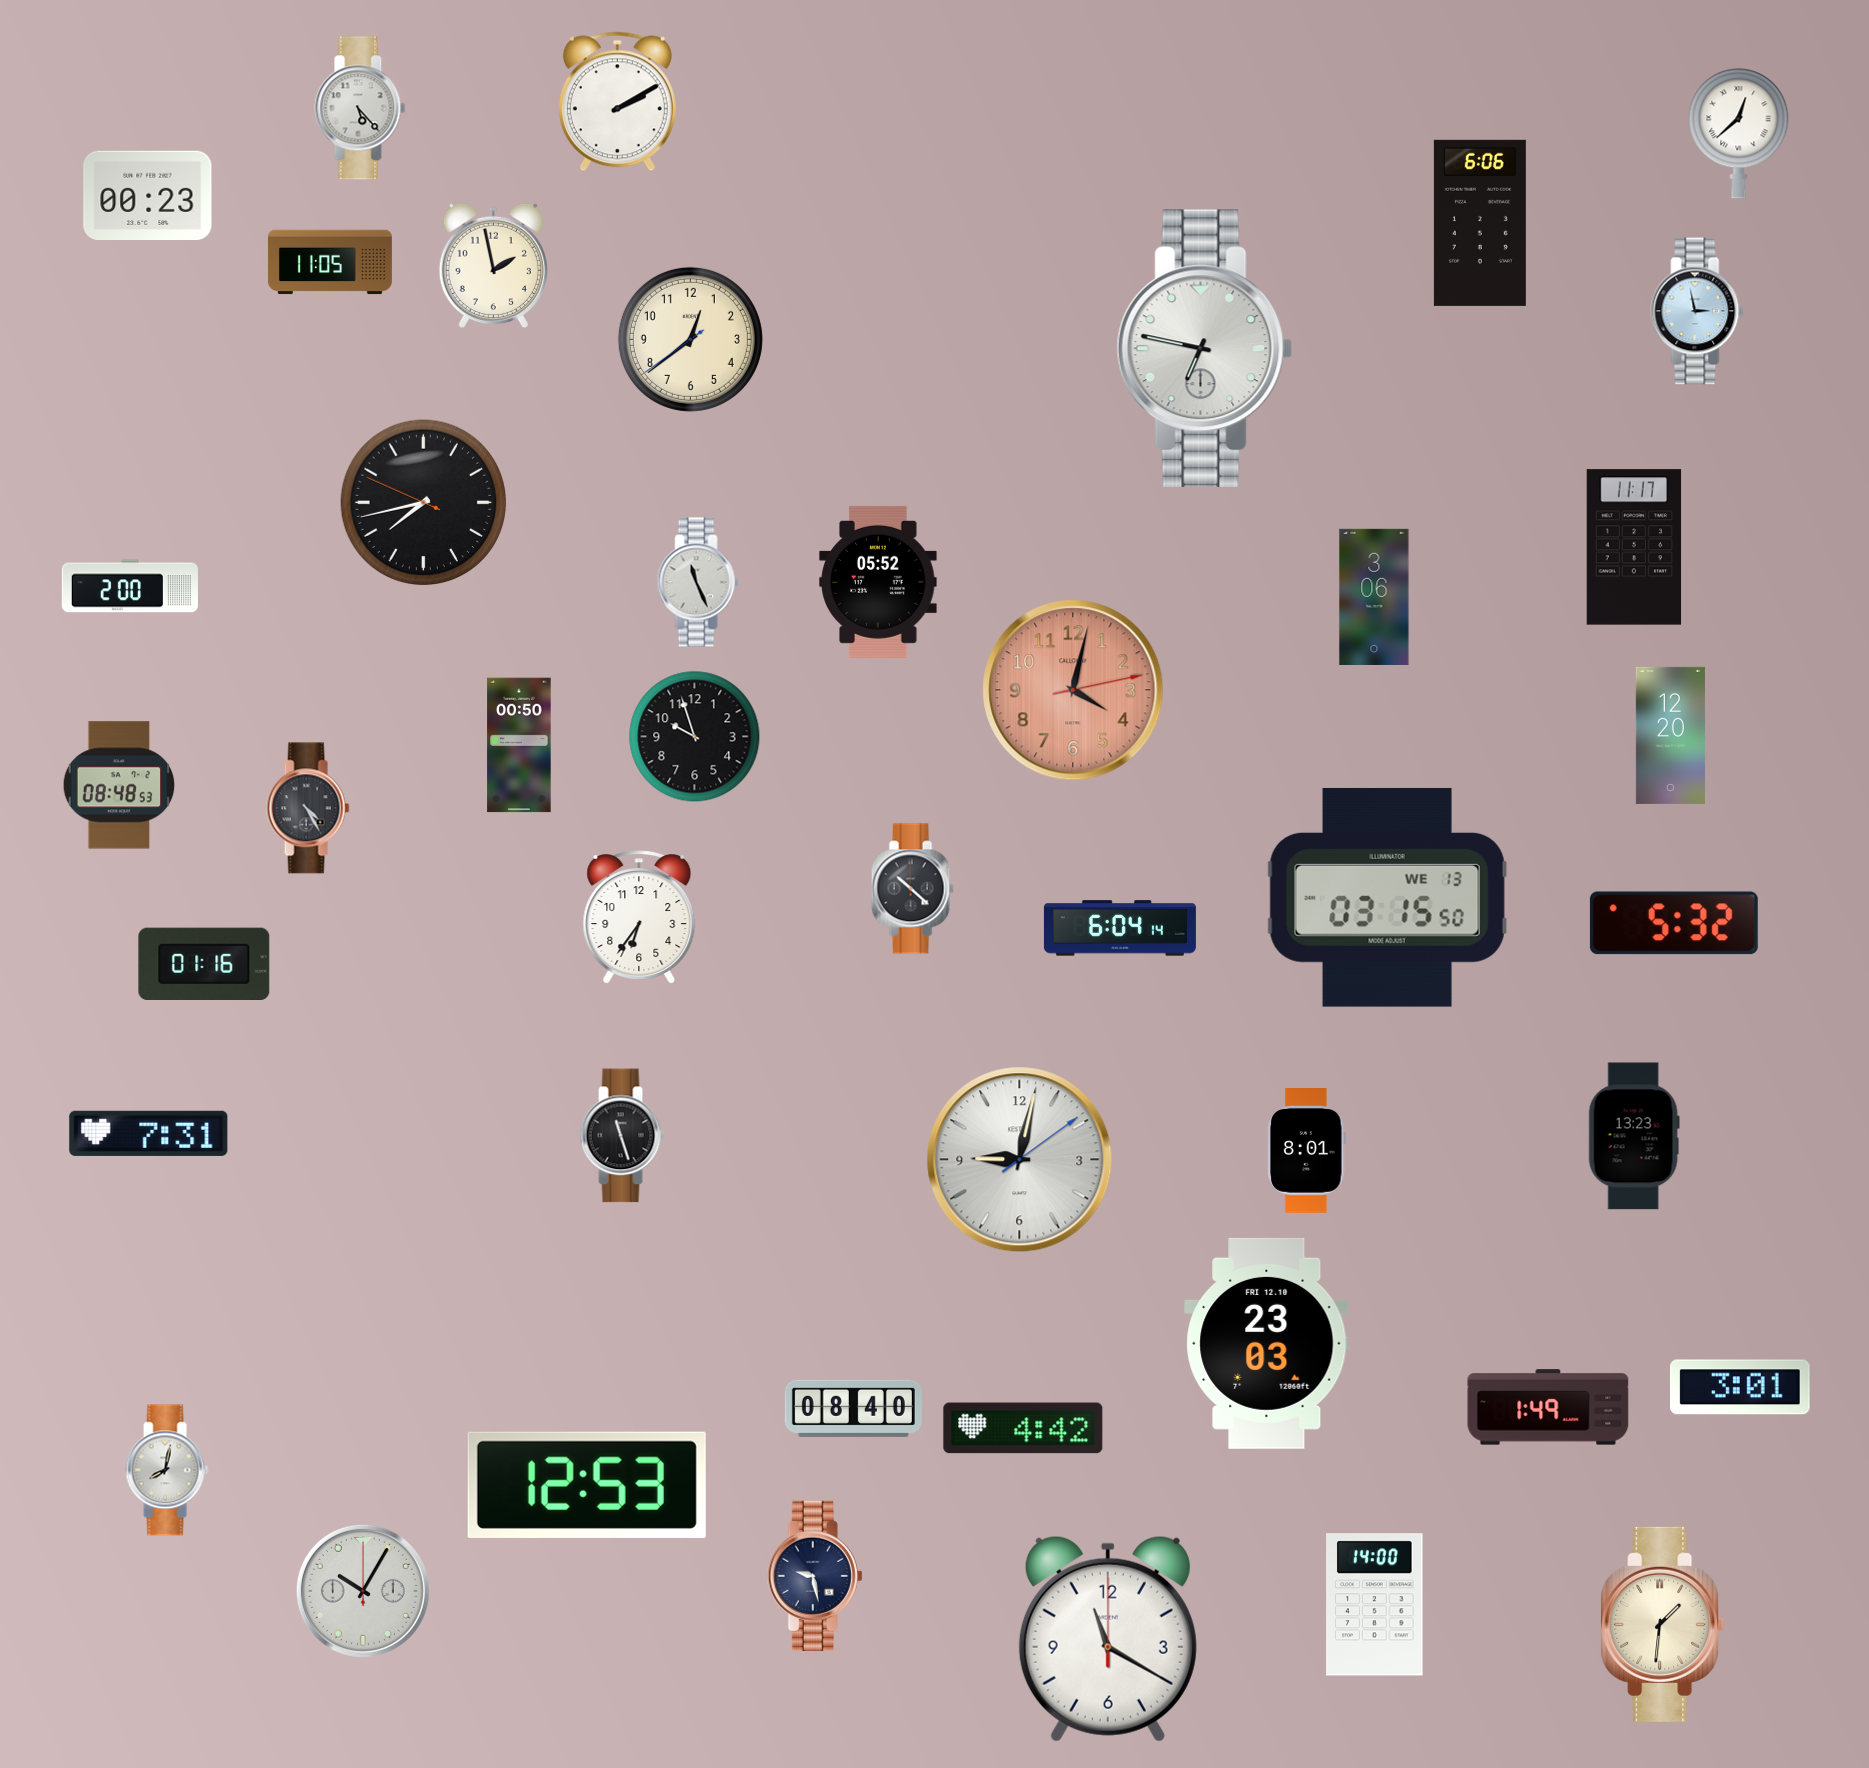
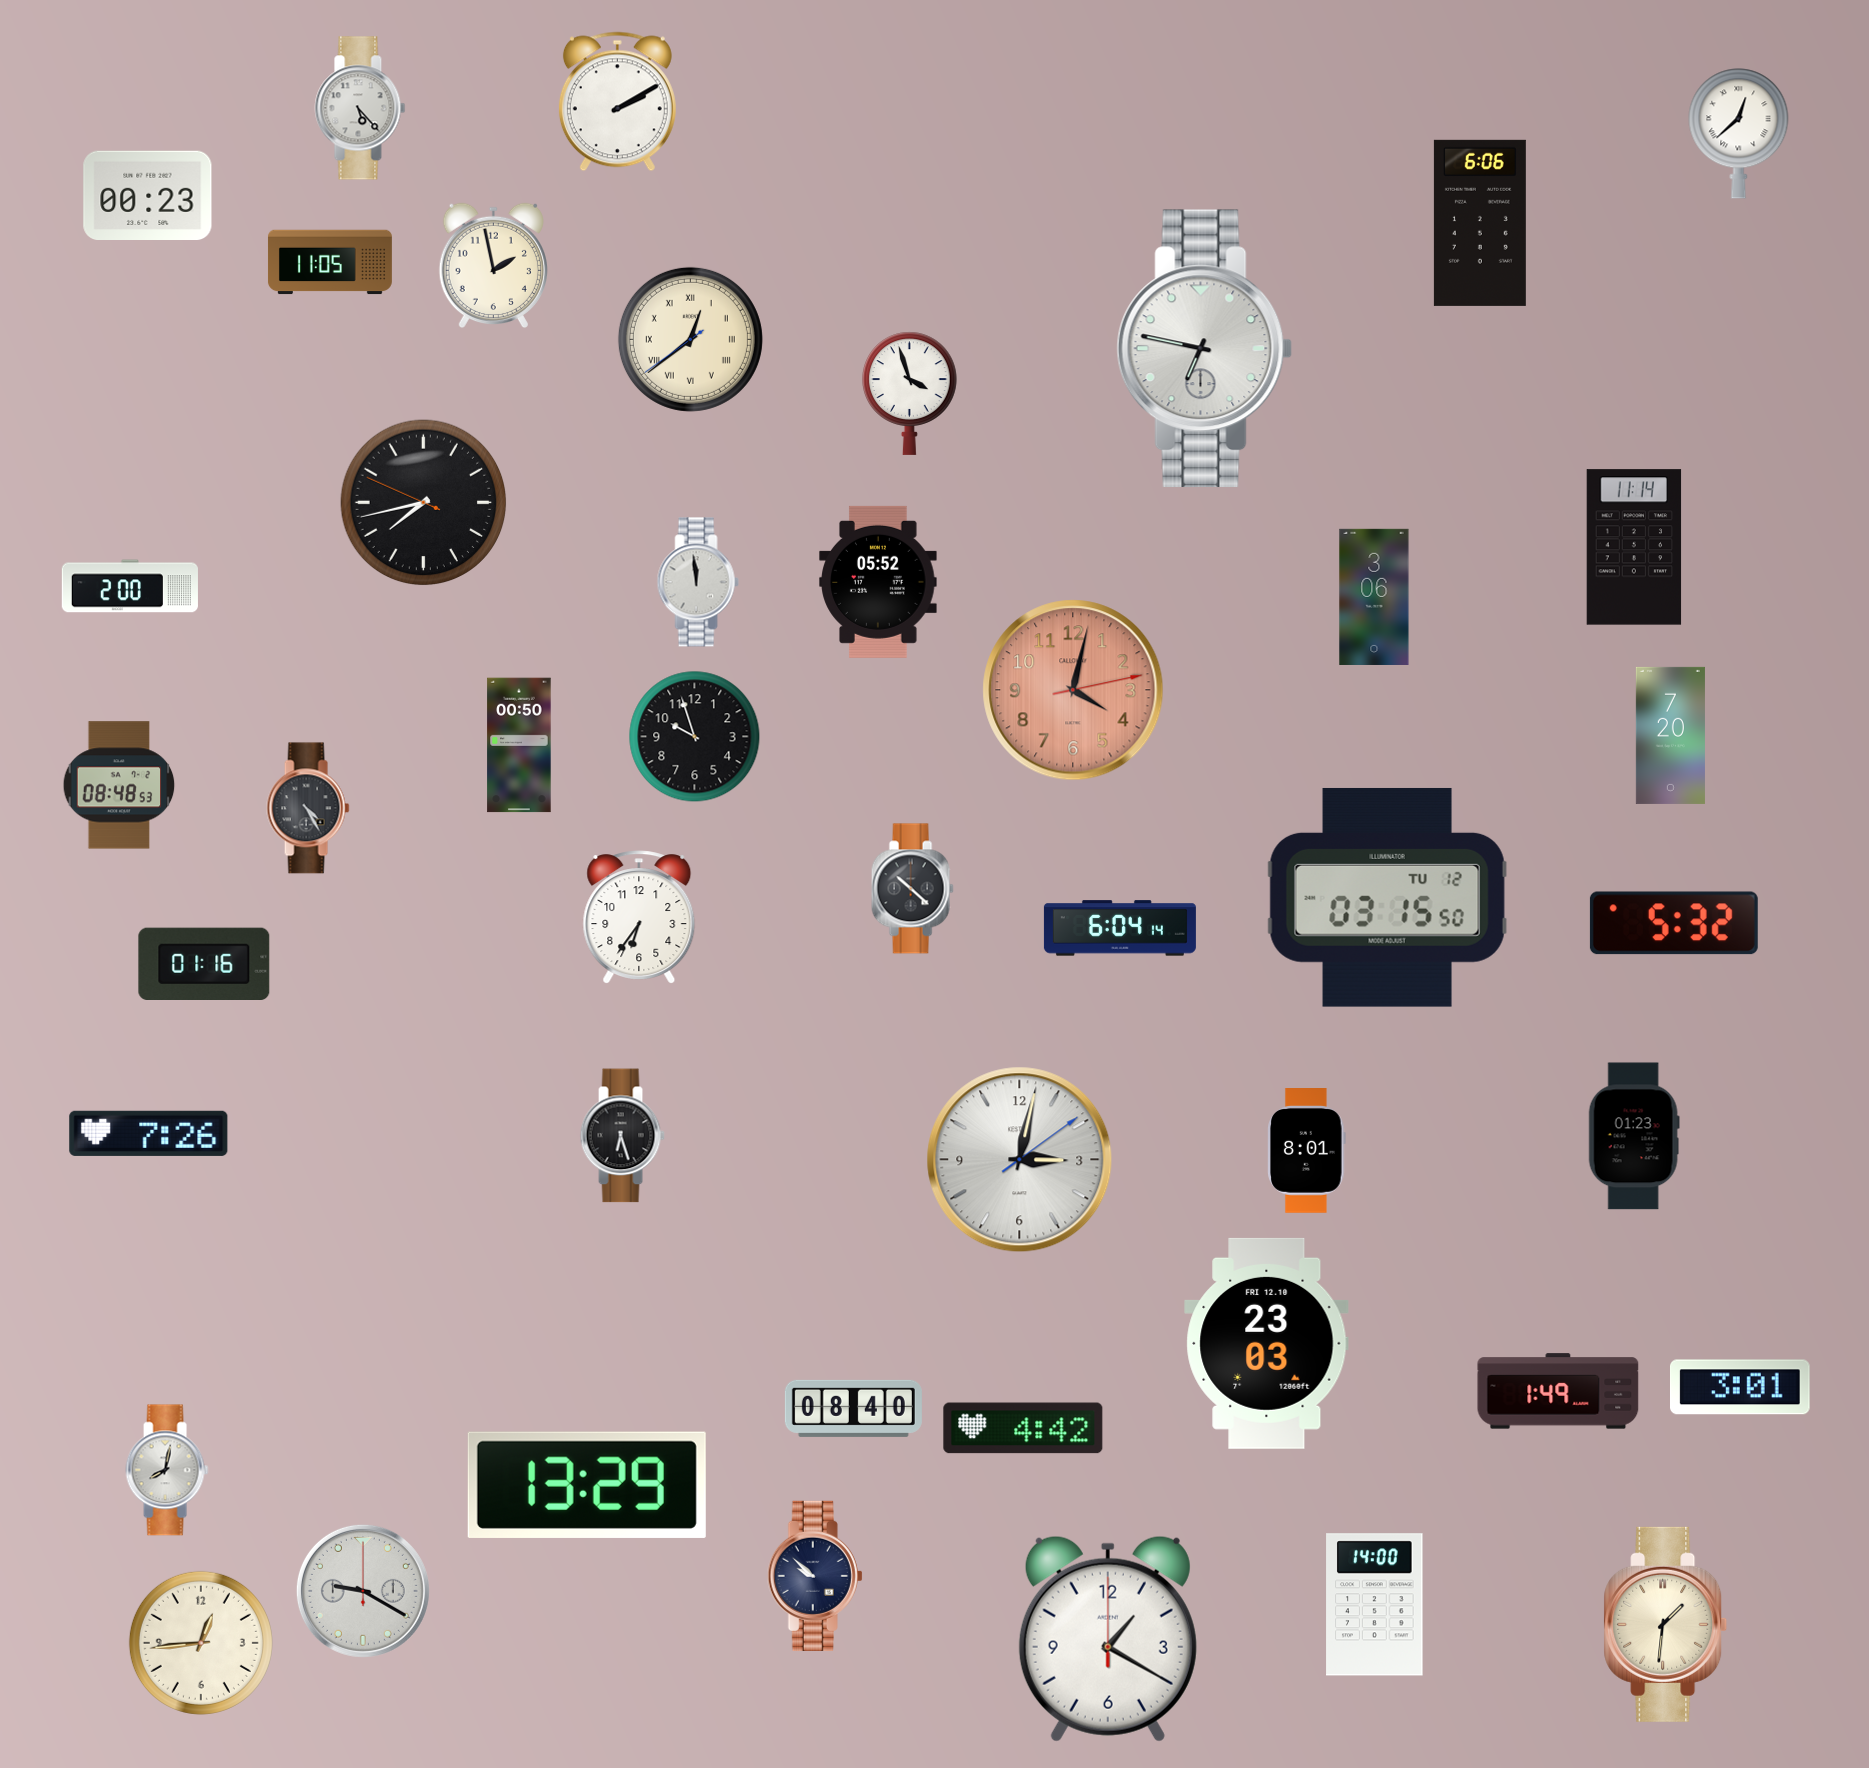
clock at (1697, 311): 2:58 -> none
clock at (690, 339) numerals: Arabic -> Roman
clock at (910, 393): none -> 3:57
clock at (1634, 547): 11:17 -> 11:14
clock at (698, 582): 11:26 -> 11:59
clock at (1670, 735): 12:20 -> 7:20
clock at (1387, 897) date: WE 13 -> TU 12
clock at (149, 1133): 7:31 -> 7:26
clock at (622, 1136): 11:27 -> 6:27
clock at (1634, 1136): 13:23 -> 01:23
clock at (1020, 1160): 9:02 -> 3:02
clock at (1548, 1407) position: (1548, 1407) -> (1558, 1391)
clock at (587, 1485): 12:53 -> 13:29
clock at (815, 1576): 9:28 -> 9:52
clock at (363, 1591): 10:05 -> 9:20
clock at (1663, 1624) position: (1663, 1624) -> (1666, 1624)
clock at (1108, 1639): 11:20 -> 1:20
clock at (201, 1643): none -> 12:44
